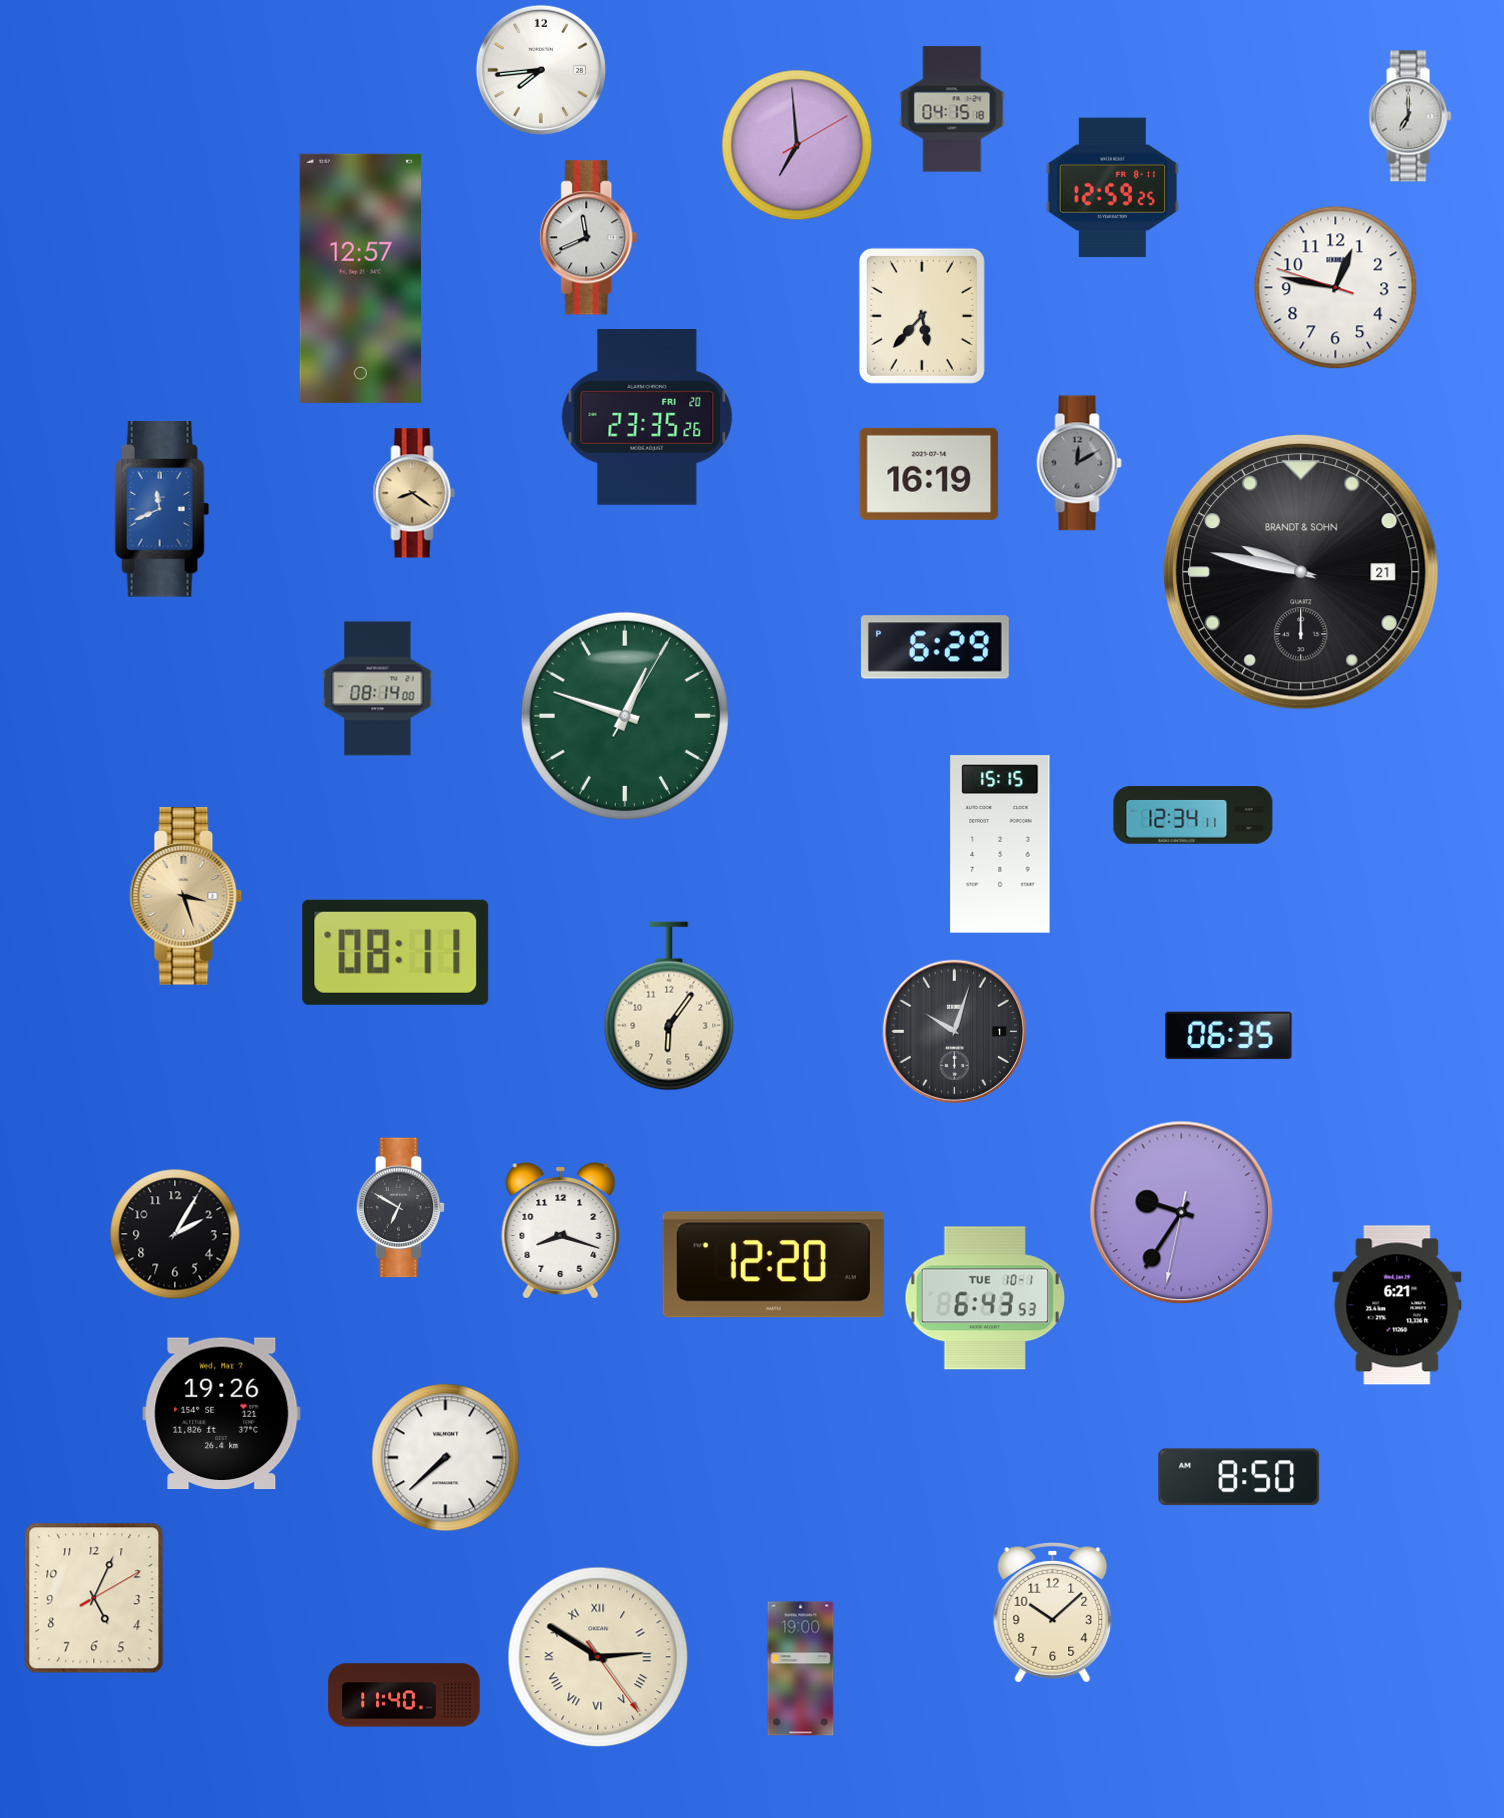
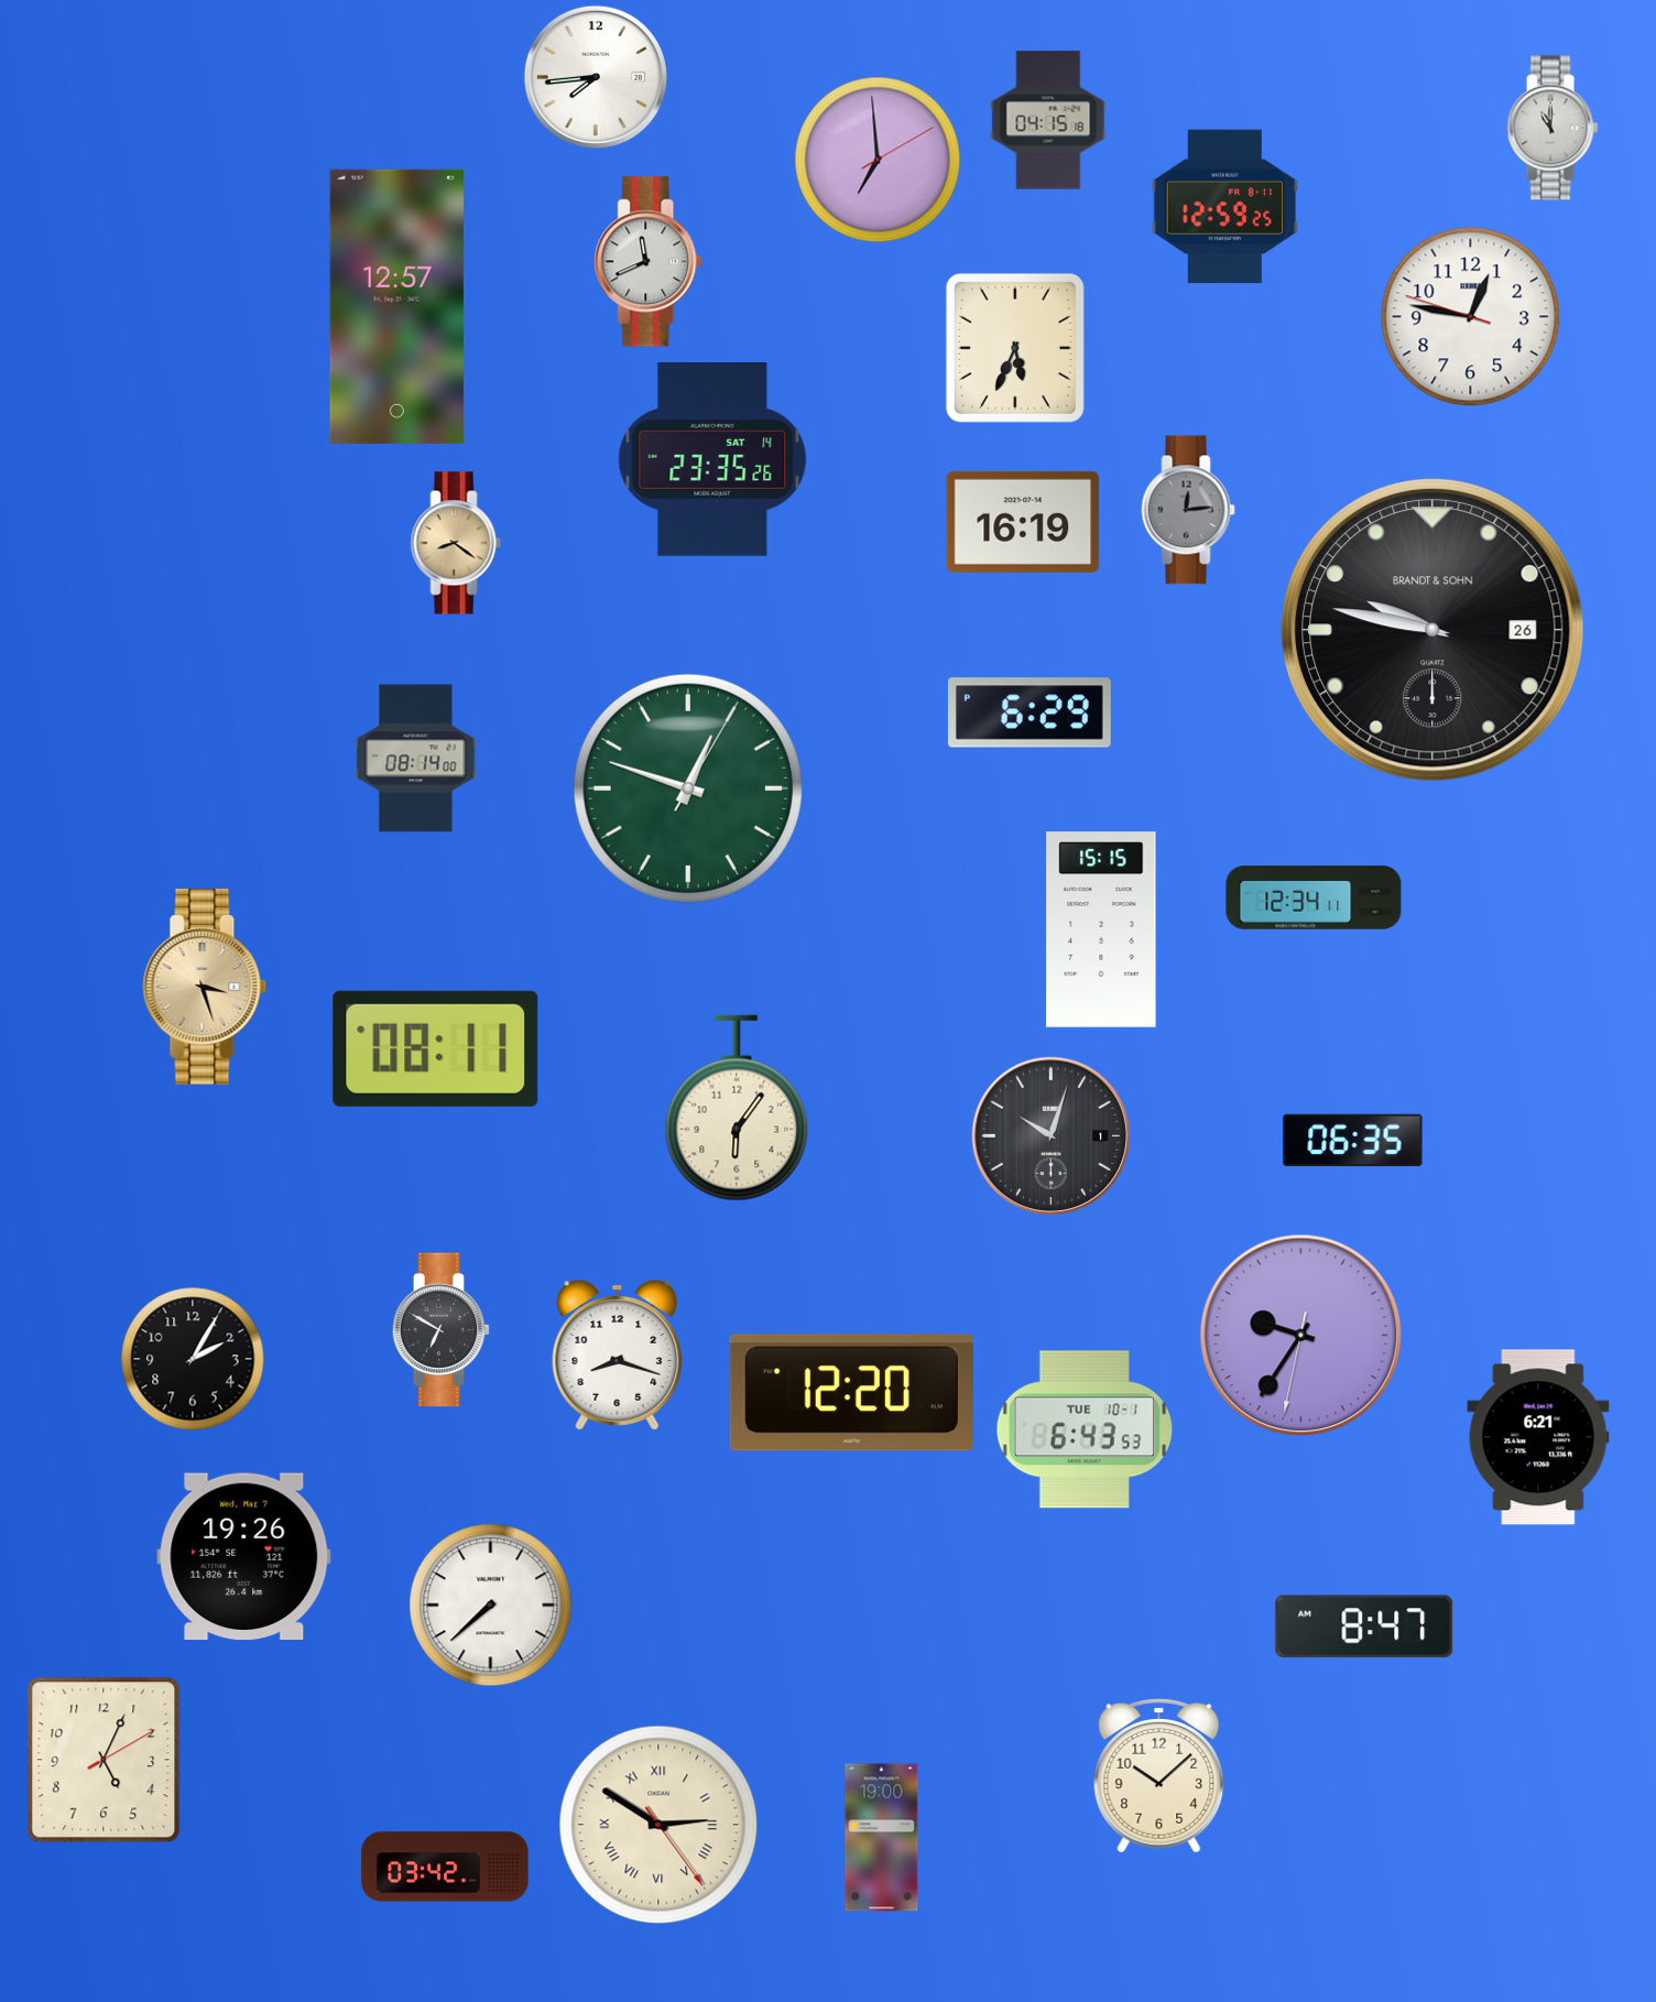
clock at (1410, 116): 7:00 -> 11:00
clock at (922, 316): 5:37 -> 5:34
clock at (647, 418) date: FRI 20 -> SAT 14
clock at (1079, 463): 12:10 -> 12:14
clock at (162, 510): 11:41 -> none
clock at (1302, 573) date: 21 -> 26
clock at (1239, 1477): 8:50 -> 8:47
clock at (404, 1695): 11:40 -> 03:42
